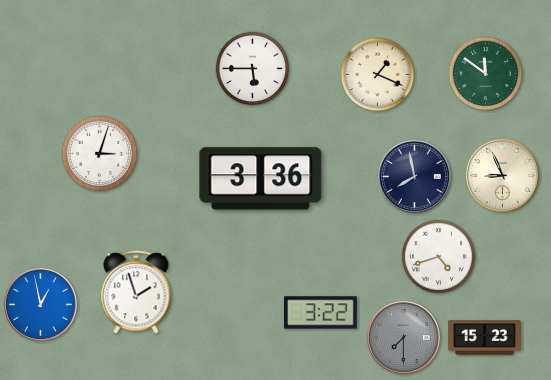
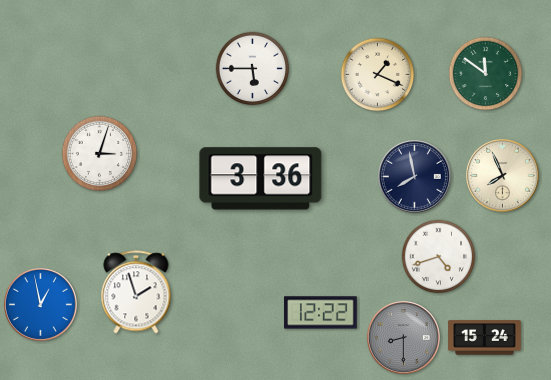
clock at (502, 175): 8:56 -> 7:56
clock at (321, 313): 3:22 -> 12:22
clock at (403, 337): 7:30 -> 8:30
clock at (485, 338): 15:23 -> 15:24
